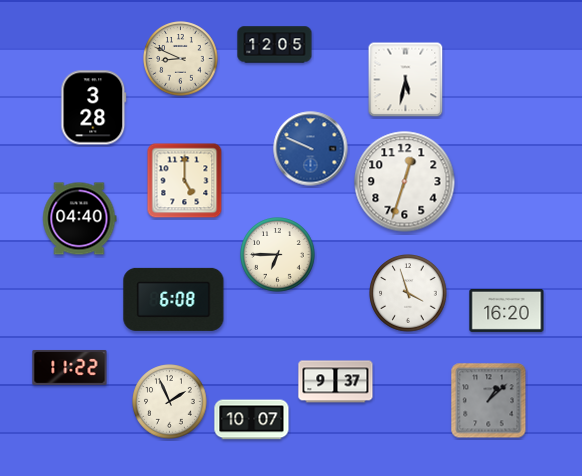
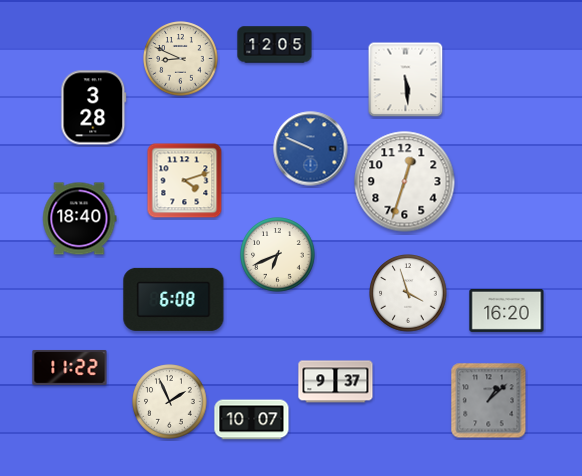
clock at (406, 80): 5:32 -> 5:29
clock at (185, 181): 5:00 -> 4:12
clock at (80, 219): 04:40 -> 18:40
clock at (278, 255): 6:45 -> 6:41
